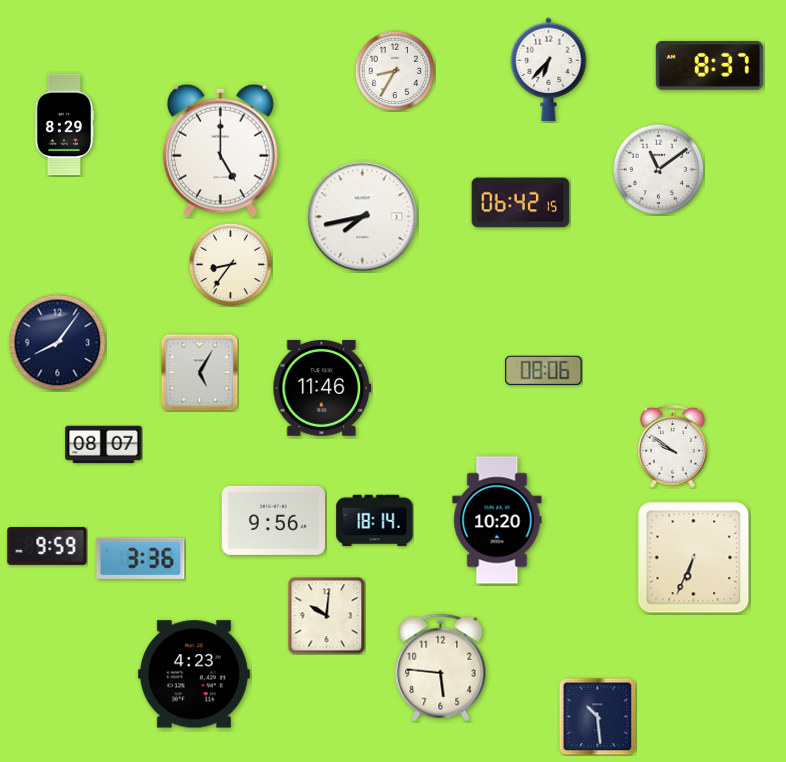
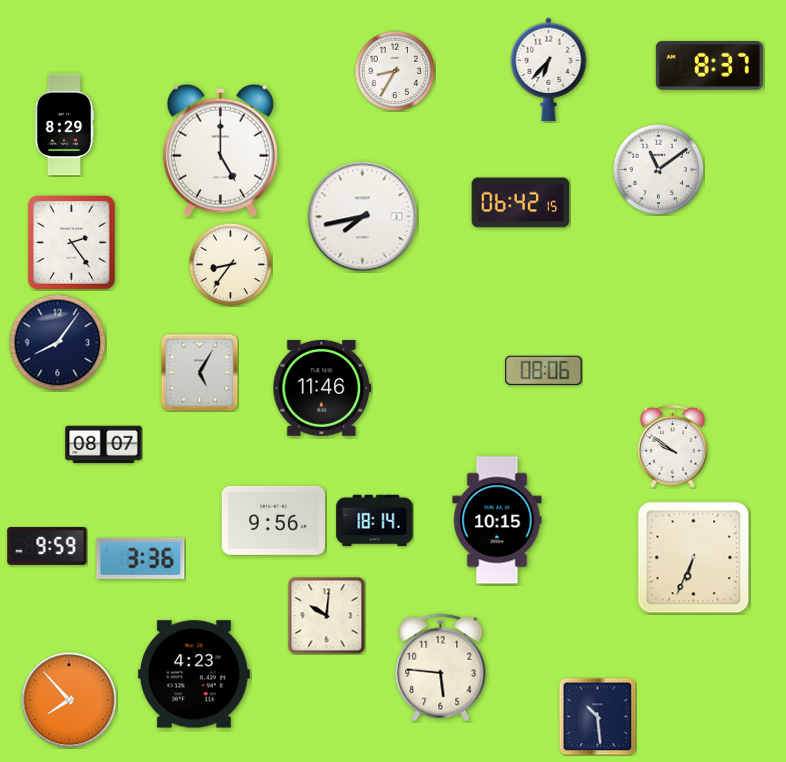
clock at (72, 243): none -> 2:24
clock at (497, 520): 10:20 -> 10:15
clock at (69, 700): none -> 7:53
